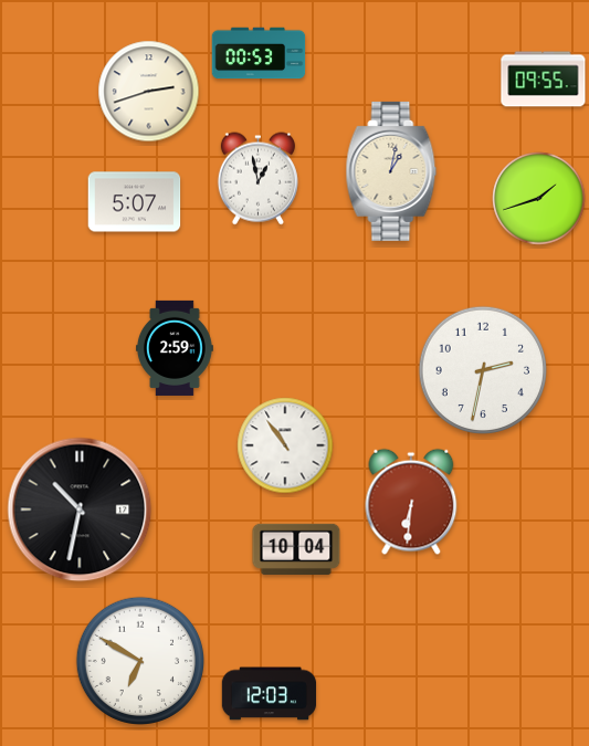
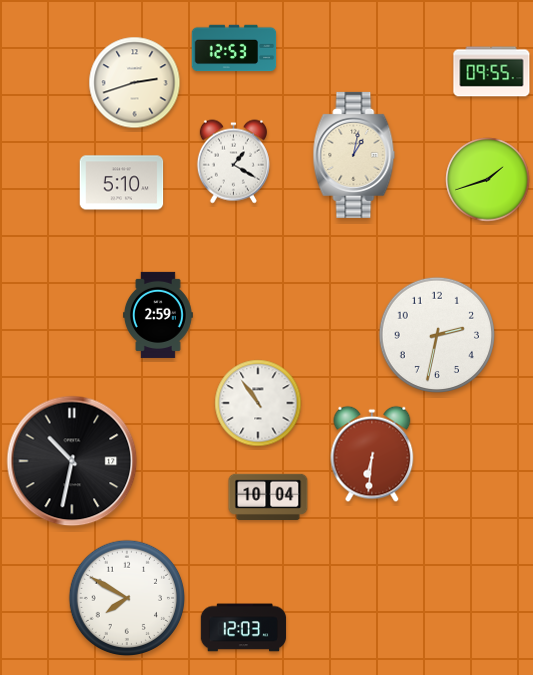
clock at (259, 53): 00:53 -> 12:53
clock at (257, 179): 12:58 -> 1:20
clock at (135, 202): 5:07 -> 5:10
clock at (139, 660): 6:50 -> 7:50
